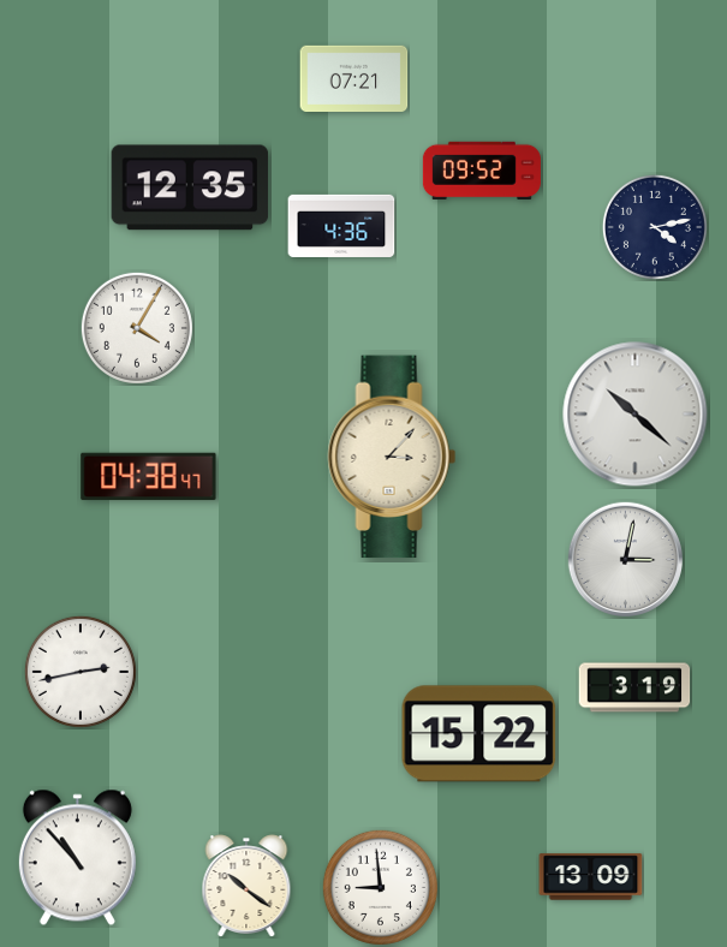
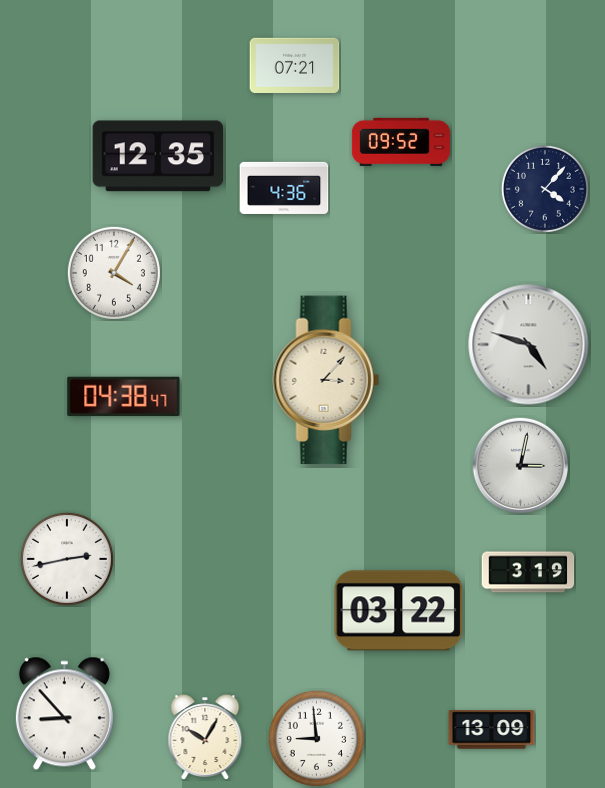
clock at (655, 227): 4:13 -> 4:07
clock at (636, 415): 10:22 -> 4:48
clock at (479, 734): 15:22 -> 03:22
clock at (77, 858): 10:53 -> 8:53
clock at (246, 886): 10:21 -> 10:05
